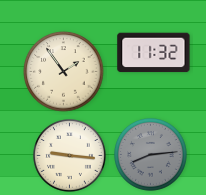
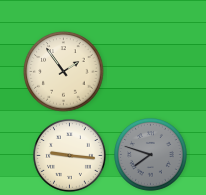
clock at (154, 53): 11:32 -> none
clock at (151, 155): 8:14 -> 7:48
